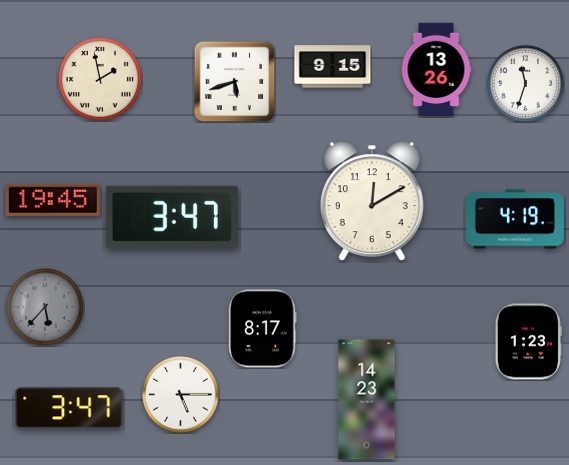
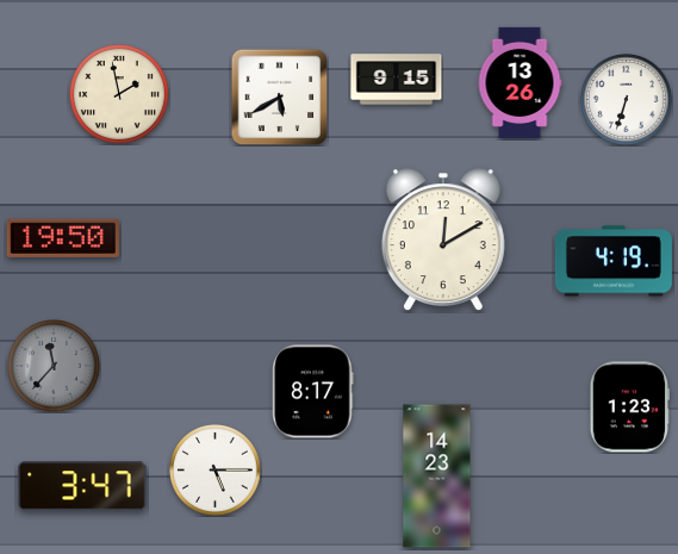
clock at (234, 81): 5:42 -> 5:40
clock at (526, 84): 11:33 -> 6:33
clock at (53, 200): 19:45 -> 19:50
clock at (172, 217): 3:47 -> none
clock at (46, 308): 5:37 -> 11:37
